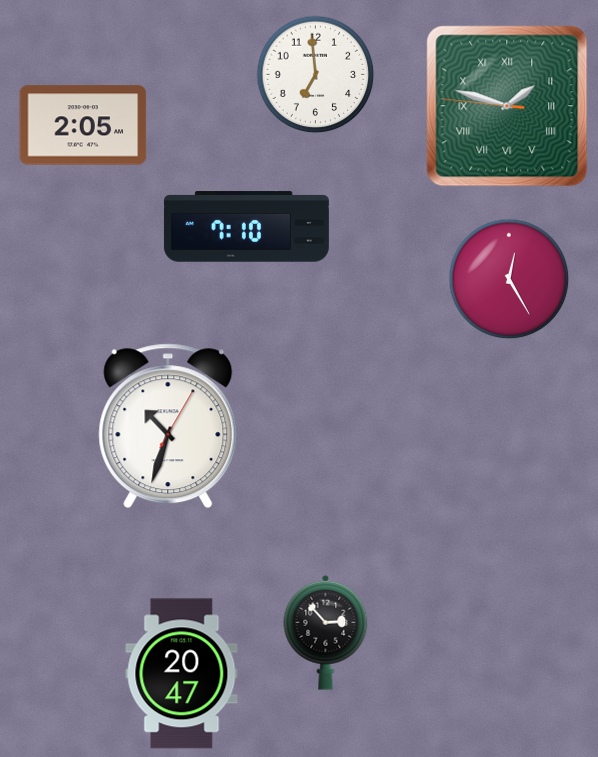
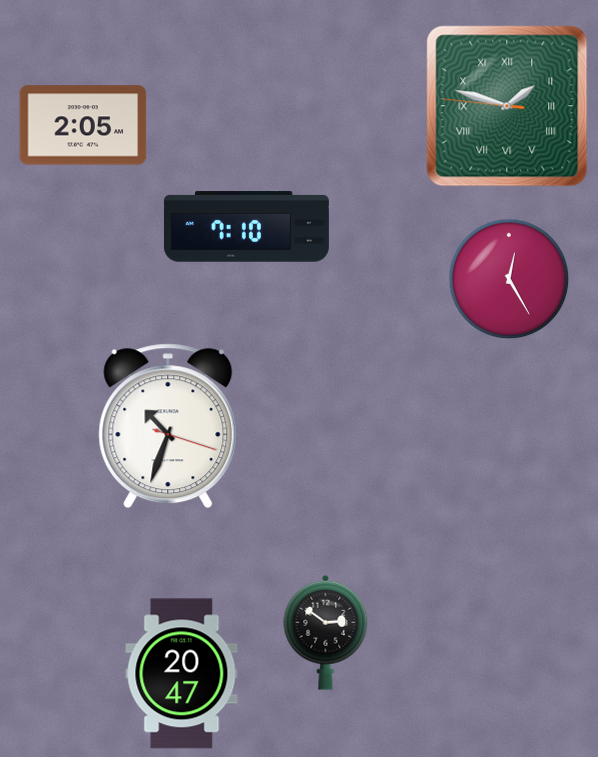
clock at (316, 75): 6:59 -> none
clock at (168, 426): 10:33:05 -> 10:33:18
clock at (326, 632): 2:53 -> 2:51
